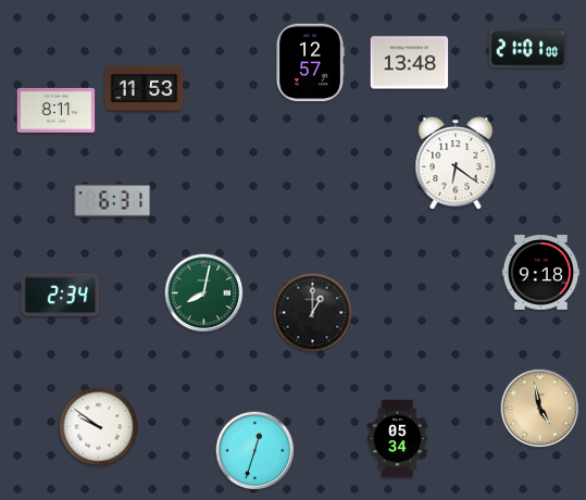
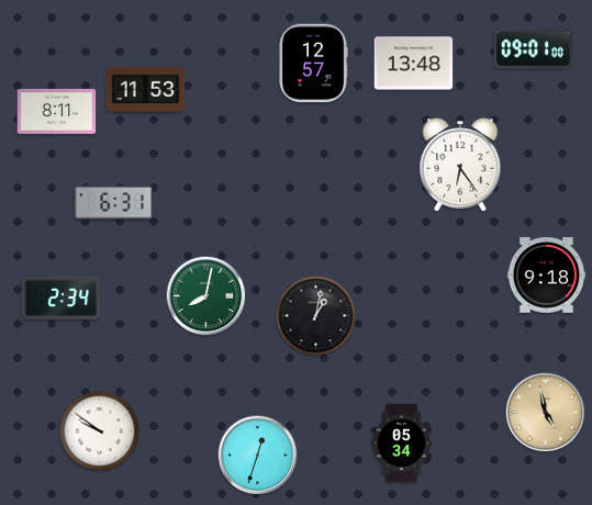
clock at (528, 49): 21:01 -> 09:01
clock at (456, 163): 6:21 -> 6:24
clock at (313, 313): 1:00 -> 1:02
